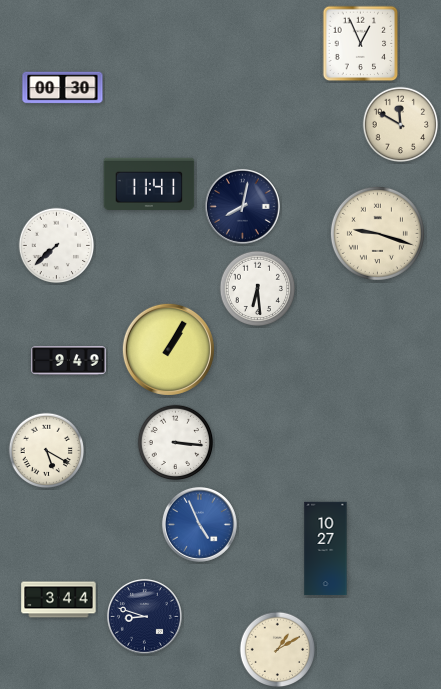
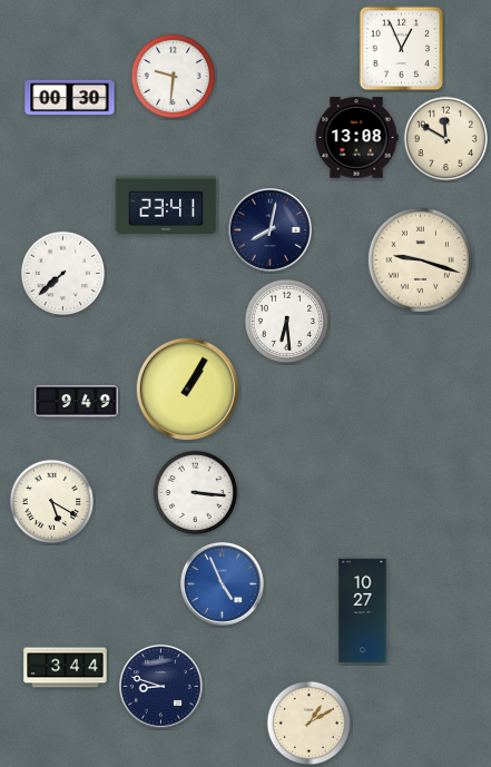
clock at (174, 77): none -> 9:31
clock at (356, 138): none -> 13:08
clock at (149, 183): 11:41 -> 23:41
